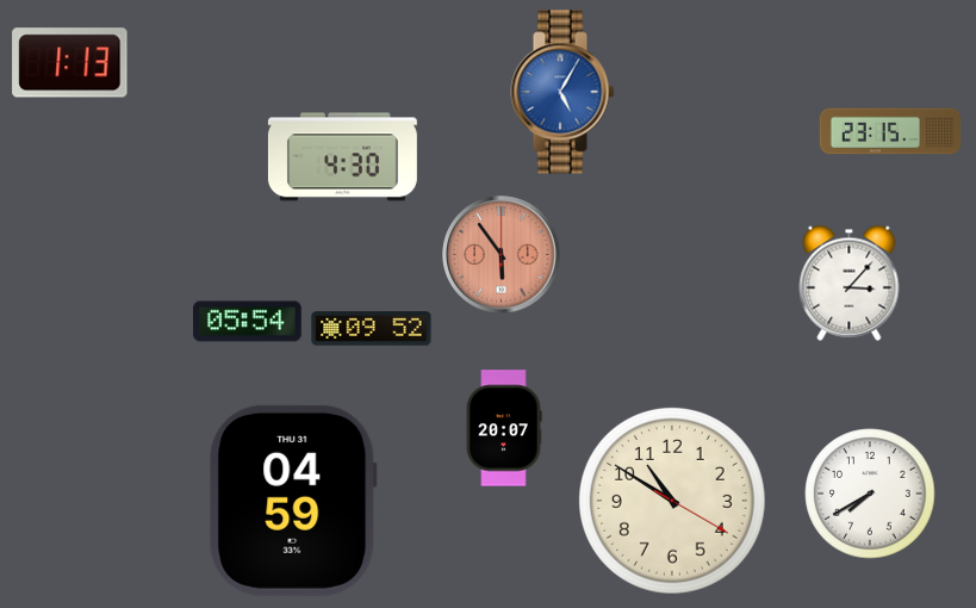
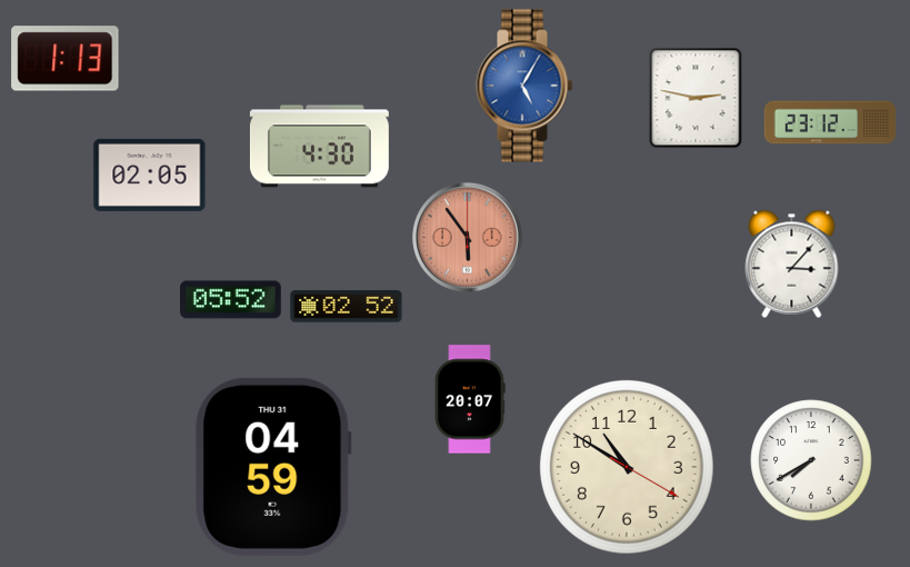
clock at (696, 98): none -> 2:47
clock at (890, 131): 23:15 -> 23:12
clock at (150, 175): none -> 02:05
clock at (248, 322): 05:54 -> 05:52
clock at (372, 329): 09:52 -> 02:52
